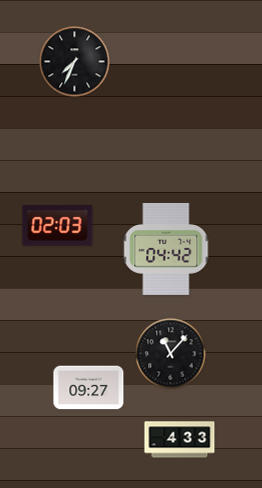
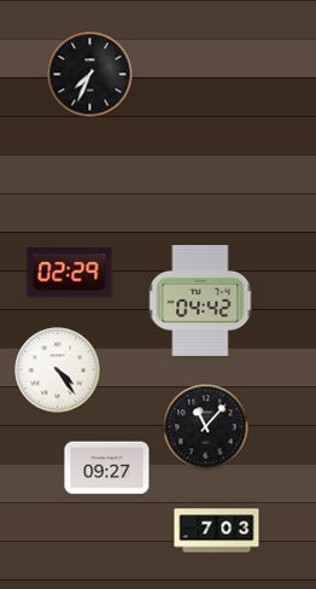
clock at (58, 226): 02:03 -> 02:29
clock at (58, 371): none -> 4:24
clock at (180, 440): 4:33 -> 7:03
